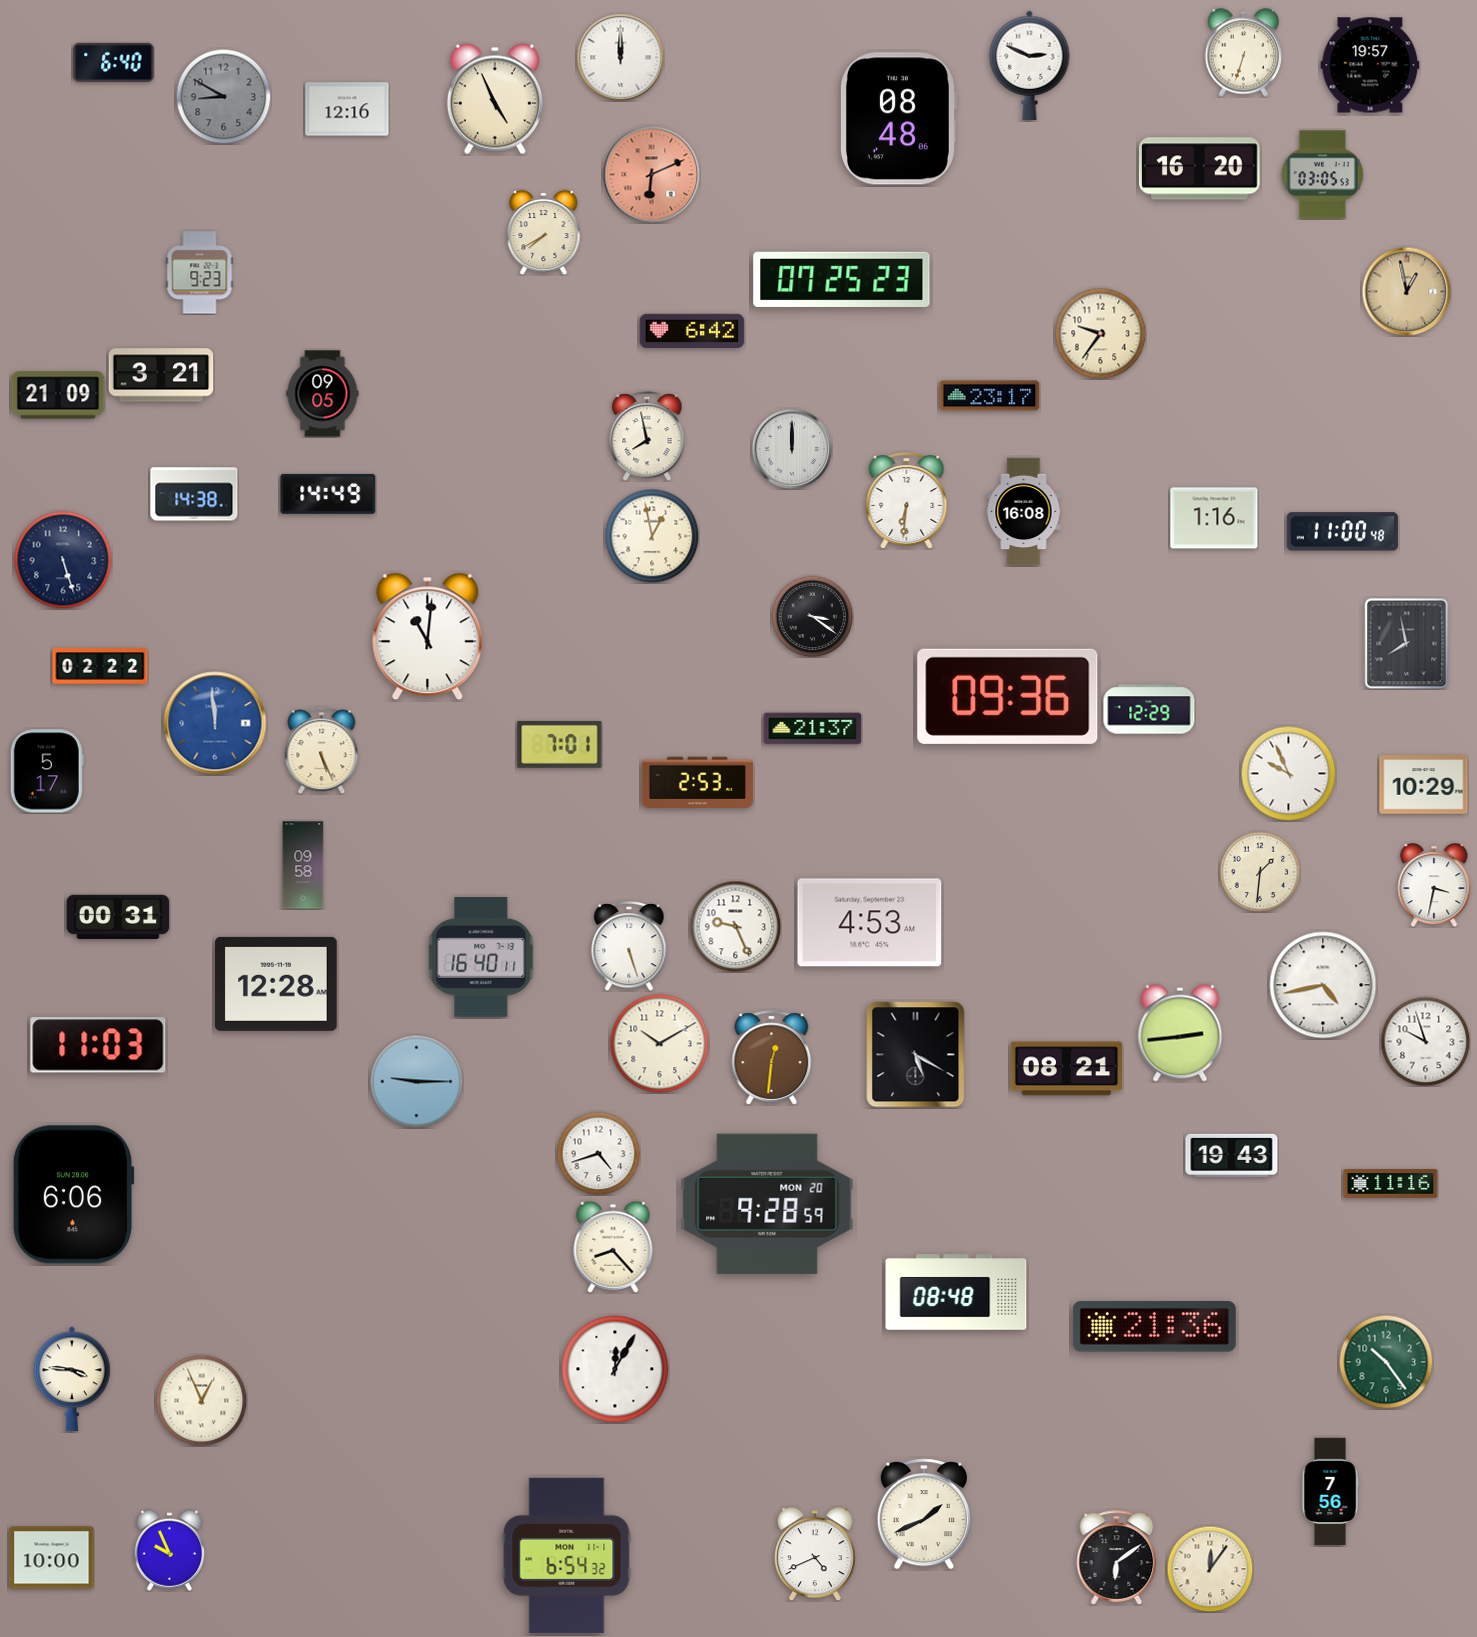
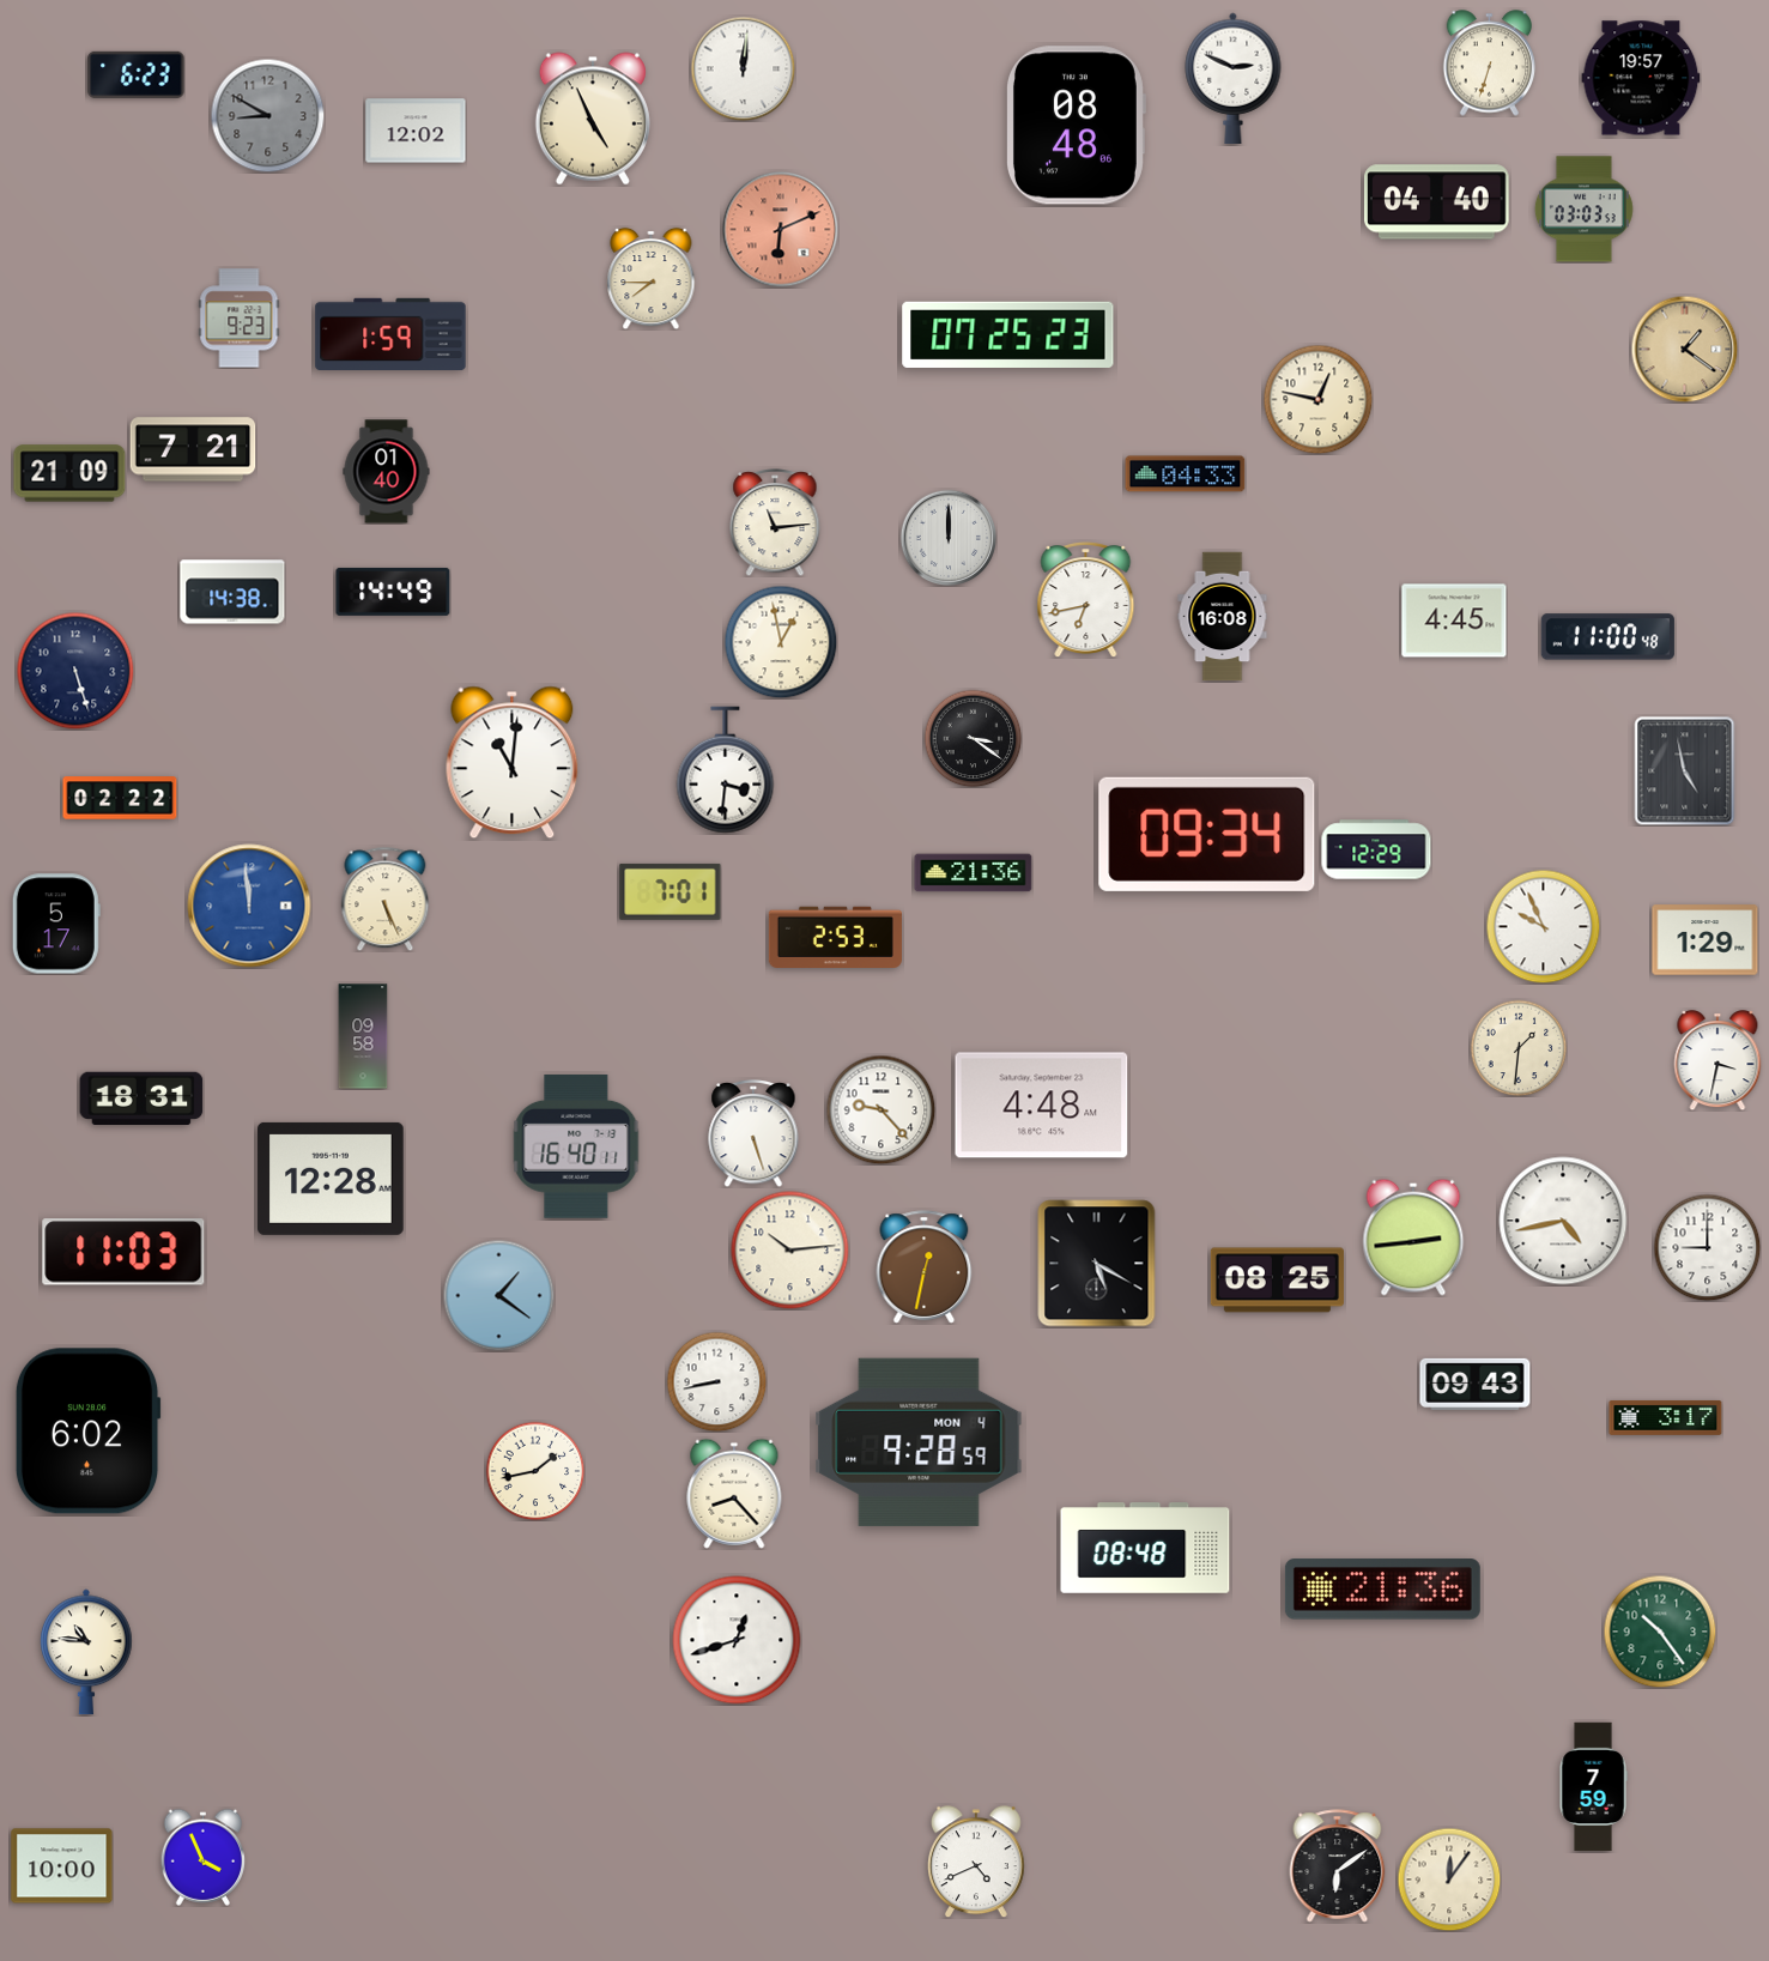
clock at (620, 57): 12:00 -> 12:01
clock at (114, 62): 6:40 -> 6:23
clock at (347, 109): 12:16 -> 12:02
clock at (898, 119) position: (898, 119) -> (1076, 126)
clock at (1200, 169): 16:20 -> 04:40
clock at (652, 175) position: (652, 175) -> (781, 230)
clock at (1322, 175): 03:05 -> 03:03
clock at (544, 232): 7:40 -> 7:45
clock at (200, 273) position: (200, 273) -> (240, 319)
clock at (390, 333): none -> 1:59
clock at (1406, 291): 12:58 -> 1:21
clock at (692, 330): 6:42 -> none
clock at (1100, 333): 9:36 -> 12:47
clock at (161, 375): 3:21 -> 7:21
clock at (323, 394): 09:05 -> 01:40
clock at (990, 396): 23:17 -> 04:33
clock at (647, 437): 7:58 -> 11:14
clock at (907, 501): 6:31 -> 6:43
clock at (1024, 512) position: (1024, 512) -> (1223, 617)
clock at (1214, 518): 1:16 -> 4:45
clock at (726, 770): none -> 3:31
clock at (1407, 644): 7:58 -> 4:58
clock at (1008, 696): 09:36 -> 09:34
clock at (215, 723) position: (215, 723) -> (249, 906)
clock at (813, 729): 21:37 -> 21:36
clock at (1424, 785): 10:29 -> 1:29
clock at (1260, 872) position: (1260, 872) -> (1519, 1048)
clock at (118, 916): 00:31 -> 18:31
clock at (870, 923): 4:53 -> 4:48
clock at (735, 926): 9:26 -> 9:23
clock at (1323, 985) position: (1323, 985) -> (1563, 1221)
clock at (1425, 1041): 9:57 -> 9:00
clock at (660, 1044): 10:10 -> 10:14
clock at (98, 1045) position: (98, 1045) -> (123, 1252)
clock at (772, 1058): 12:31 -> 12:32
clock at (1066, 1069): 08:21 -> 08:25
clock at (416, 1081): 9:15 -> 1:21
clock at (598, 1153): 4:42 -> 8:43
clock at (1232, 1155): 19:43 -> 09:43
clock at (1391, 1183): 11:16 -> 3:17
clock at (73, 1195): 6:06 -> 6:02
clock at (767, 1204) date: MON 20 -> MON 4
clock at (535, 1471): none -> 1:43
clock at (615, 1369): 12:05 -> 12:42
clock at (72, 1379): 3:46 -> 10:46
clock at (201, 1400): 12:56 -> none
clock at (1330, 1492): 7:56 -> 7:59
clock at (924, 1515): 1:41 -> none
clock at (170, 1550): 9:56 -> 3:56
clock at (567, 1555): 6:54 -> none
